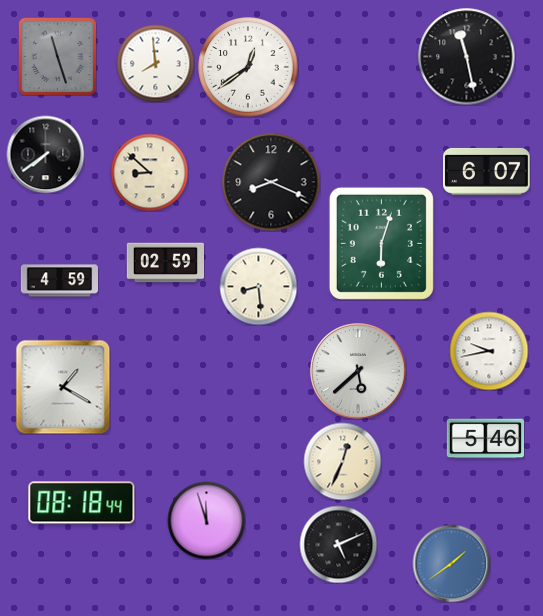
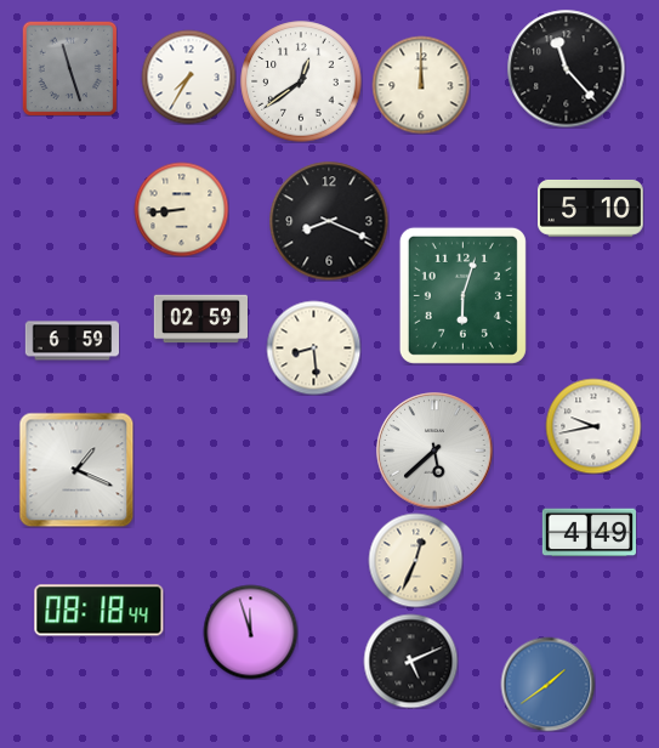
clock at (466, 56): 11:28 -> 11:23
clock at (155, 63): 7:59 -> 7:35
clock at (421, 85): none -> 12:00
clock at (45, 154): 7:39 -> none
clock at (487, 171): 6:07 -> 5:10
clock at (149, 172): 8:52 -> 8:44
clock at (59, 281): 4:59 -> 6:59
clock at (63, 387): 1:20 -> 1:19
clock at (485, 439): 5:46 -> 4:49
